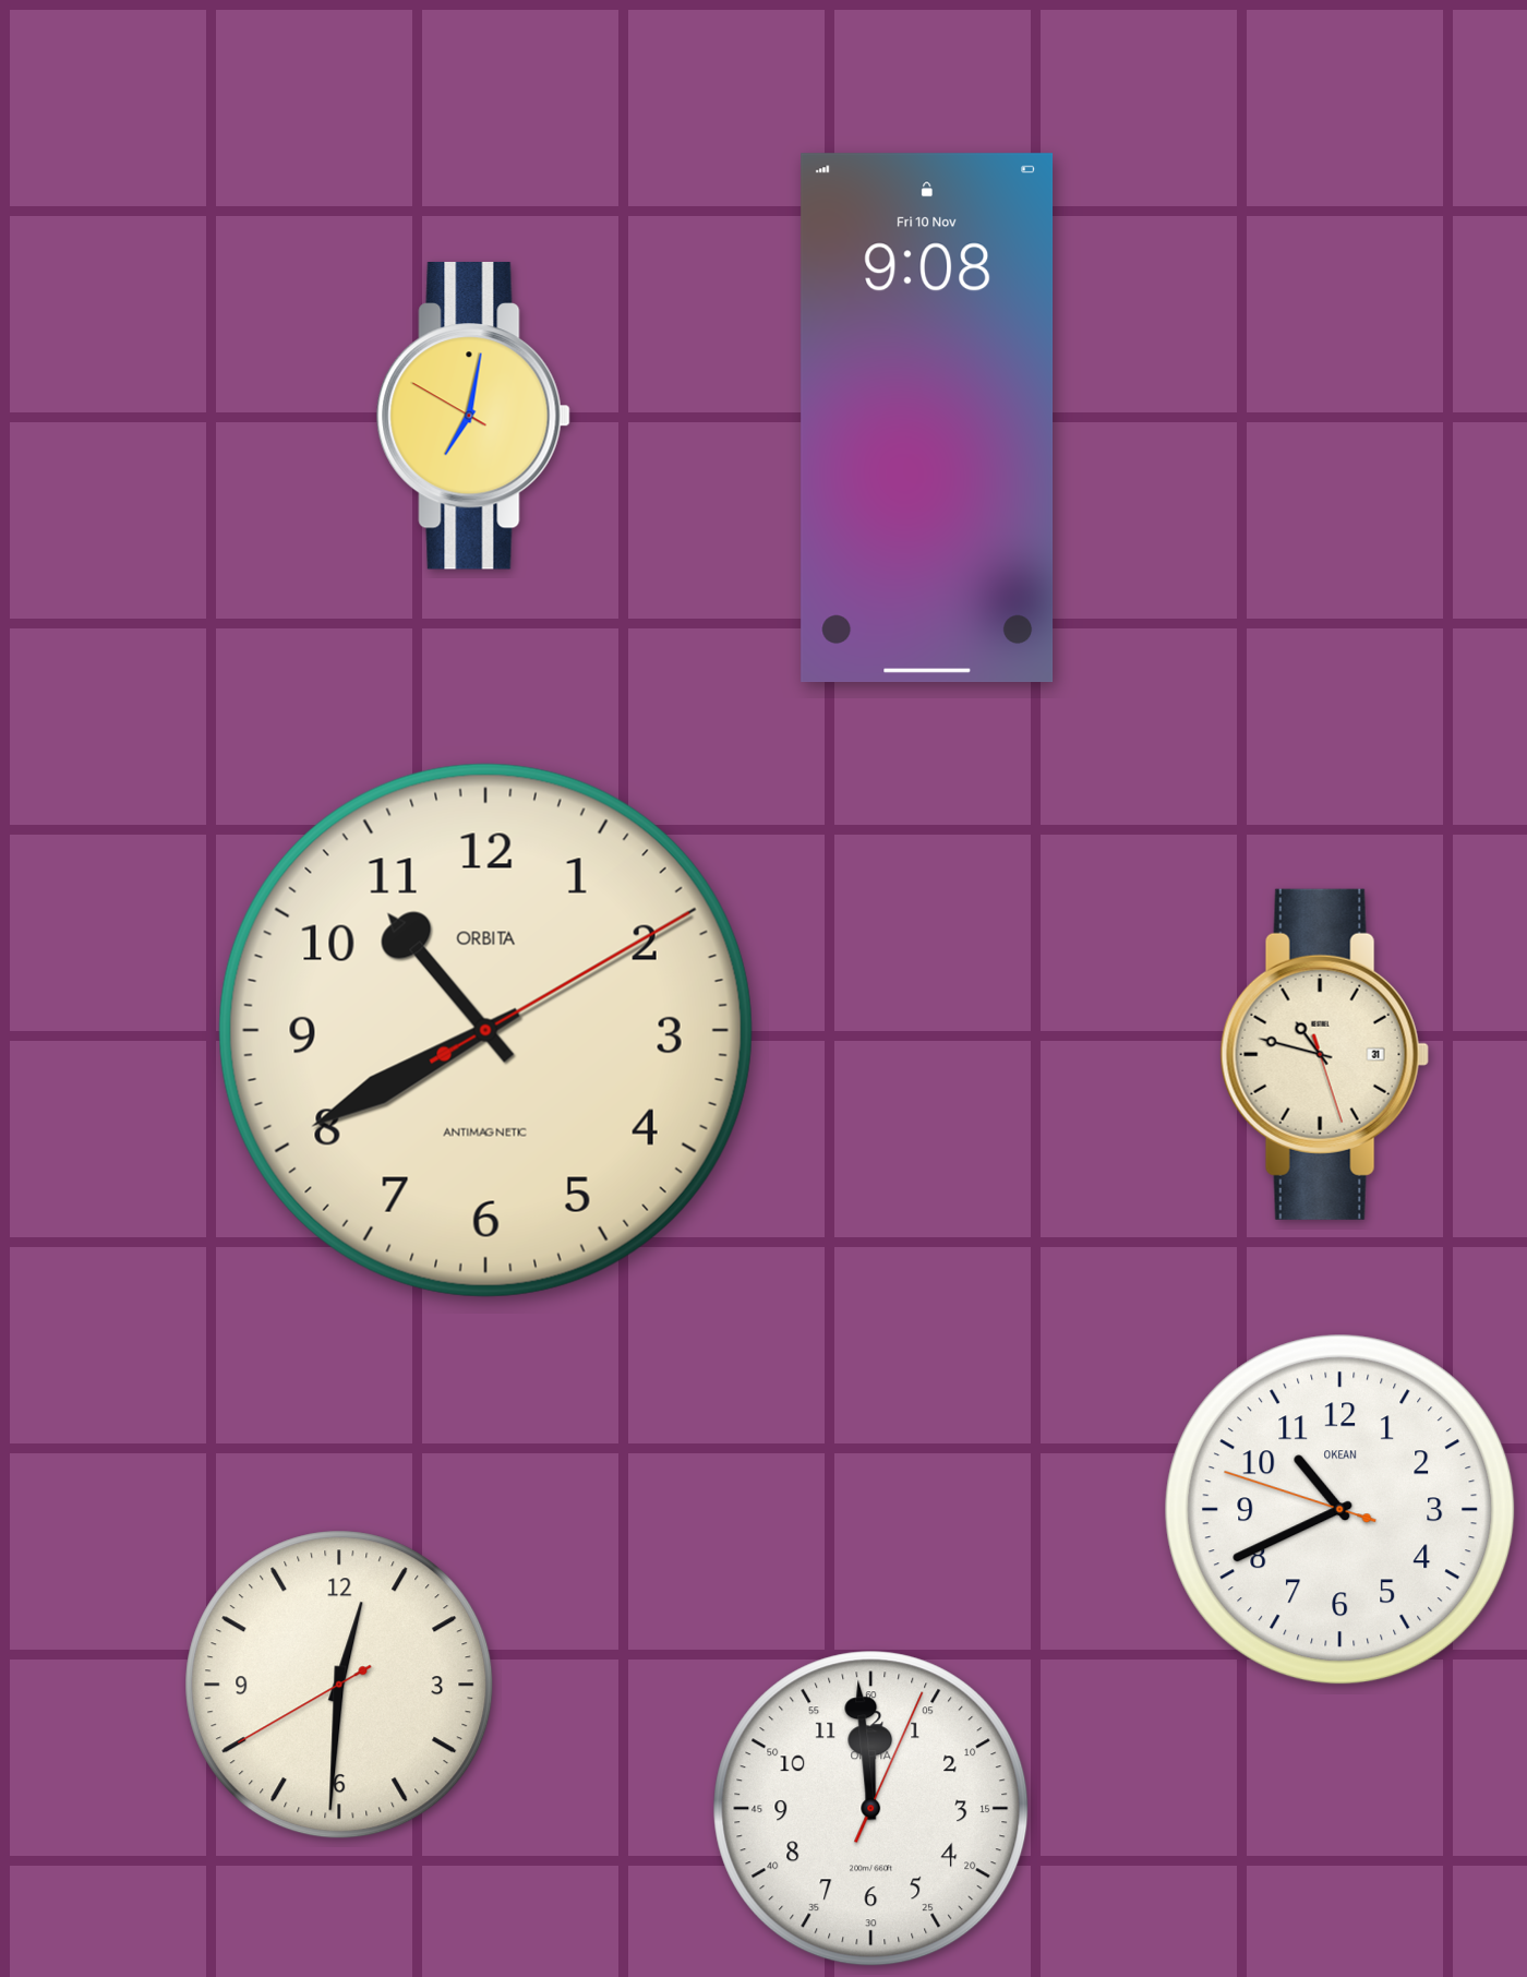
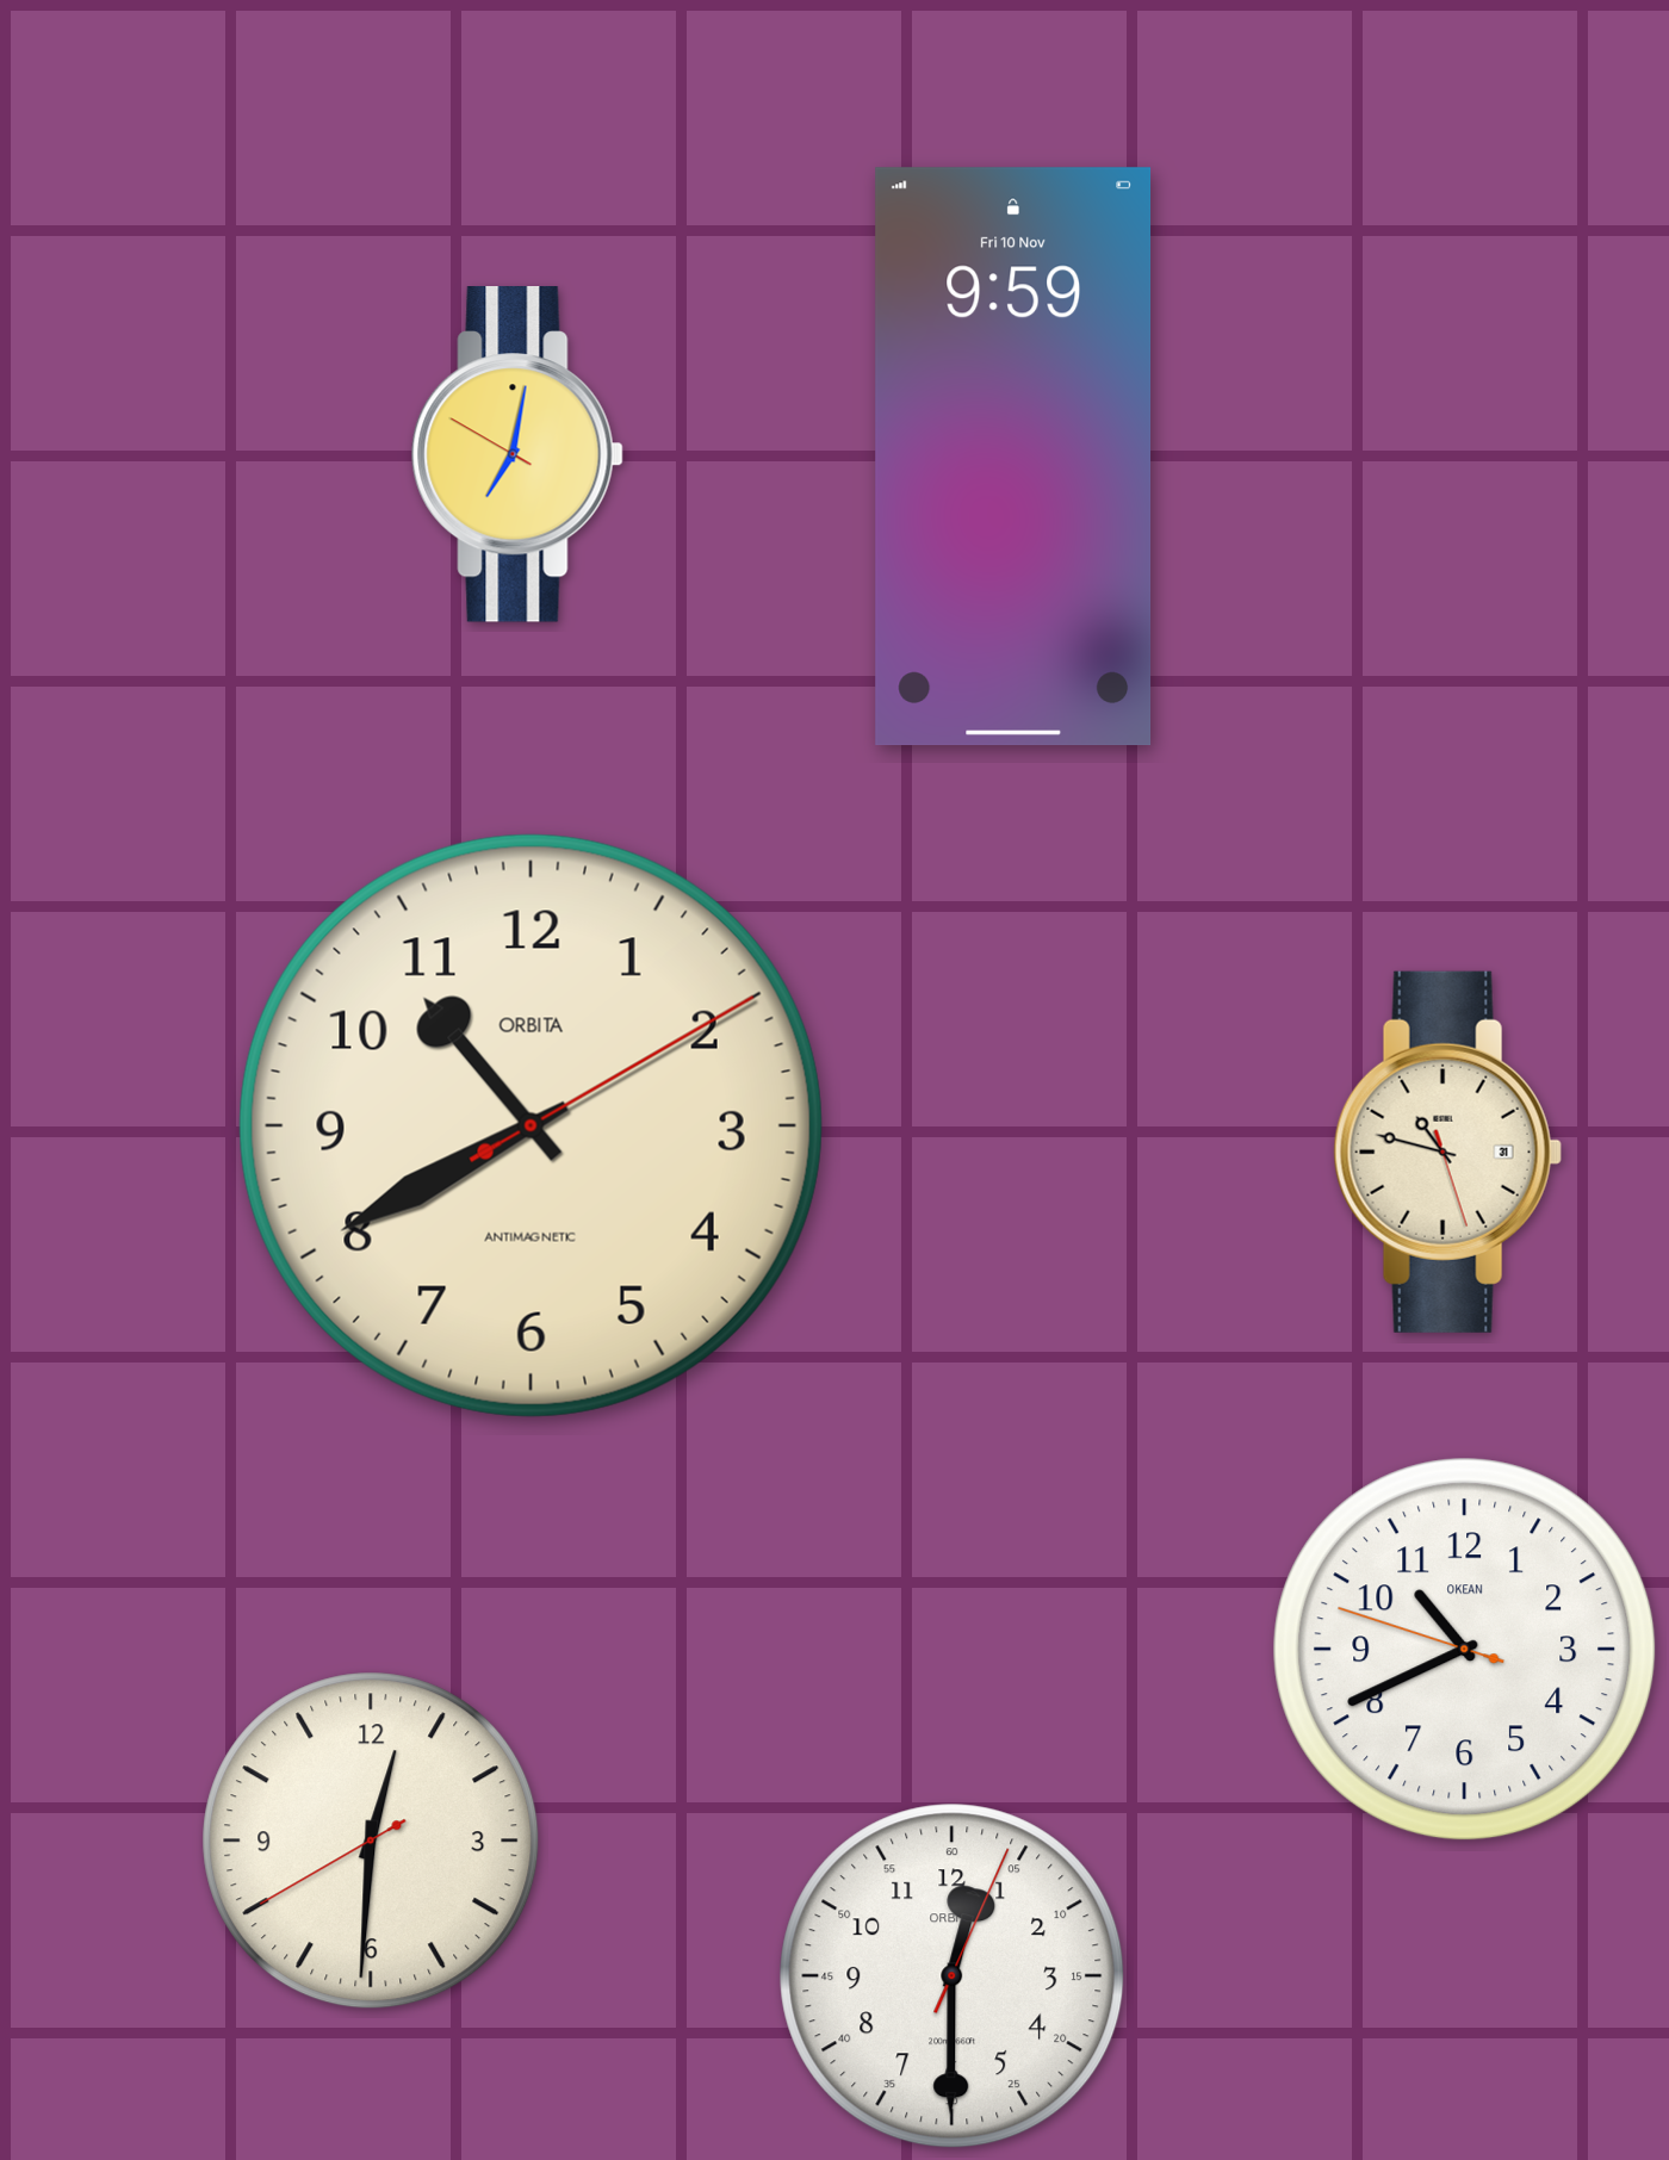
clock at (927, 418): 9:08 -> 9:59
clock at (871, 1809): 11:59 -> 12:30
